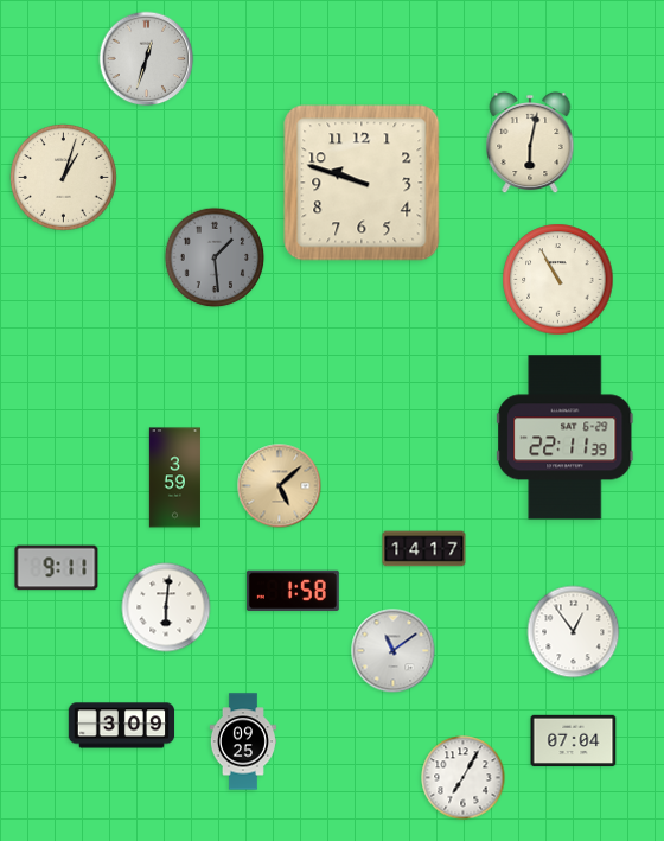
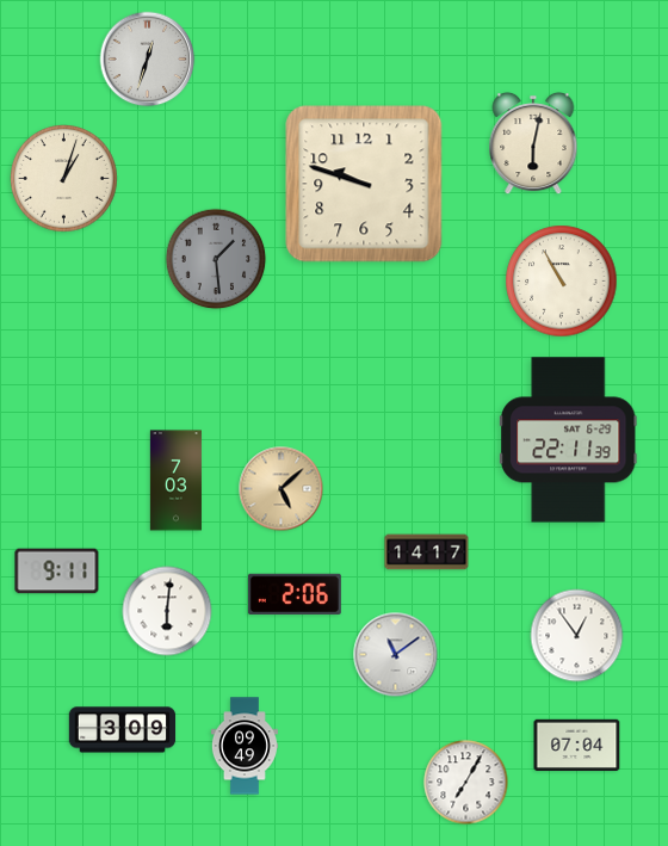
clock at (174, 478): 3:59 -> 7:03
clock at (293, 591): 1:58 -> 2:06
clock at (243, 741): 09:25 -> 09:49
